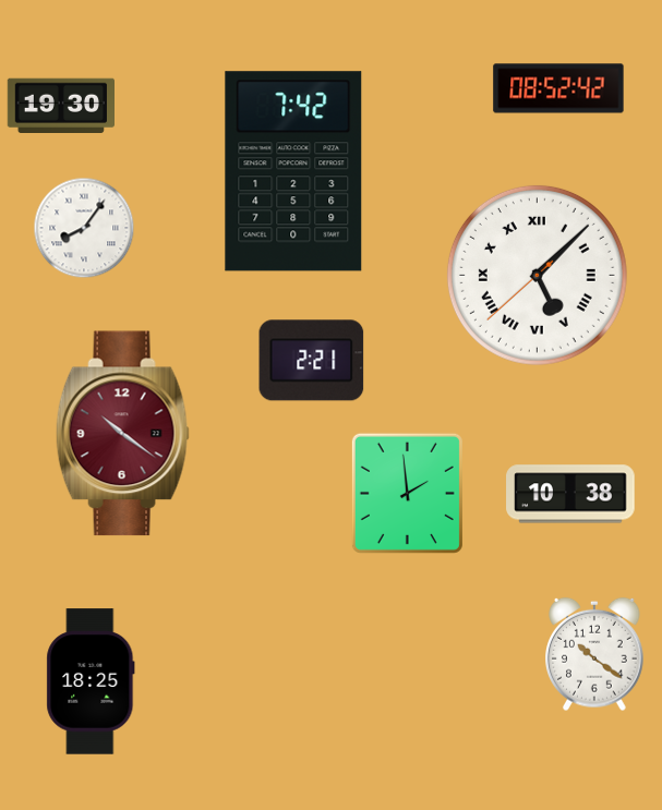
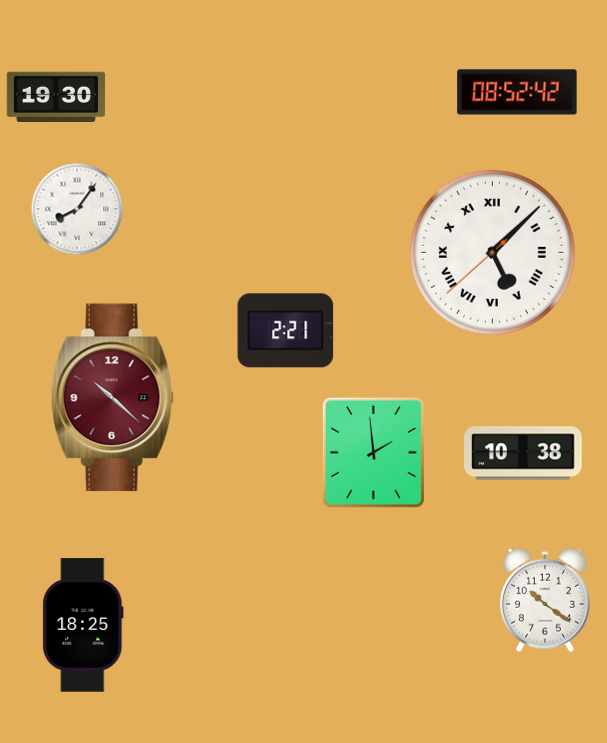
clock at (558, 88) position: (558, 88) -> (517, 92)
clock at (293, 171): 7:42 -> none
clock at (122, 434): 10:21 -> 10:22
